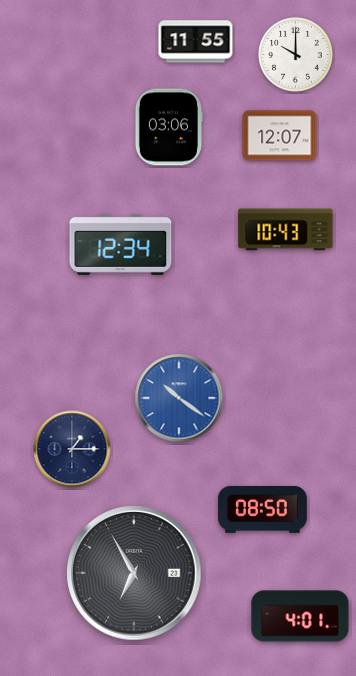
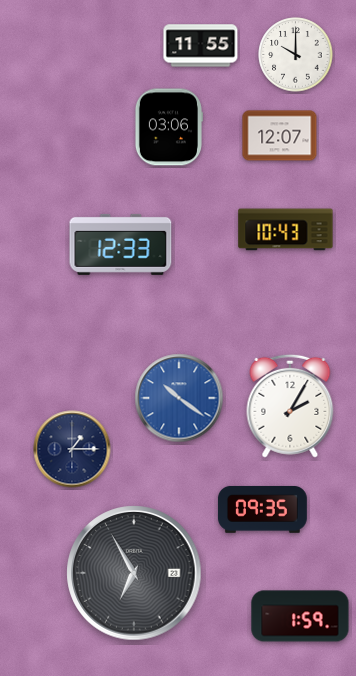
clock at (196, 42) position: (196, 42) -> (201, 46)
clock at (121, 244): 12:34 -> 12:33
clock at (290, 406): none -> 2:05
clock at (262, 510): 08:50 -> 09:35
clock at (300, 616): 4:01 -> 1:59
